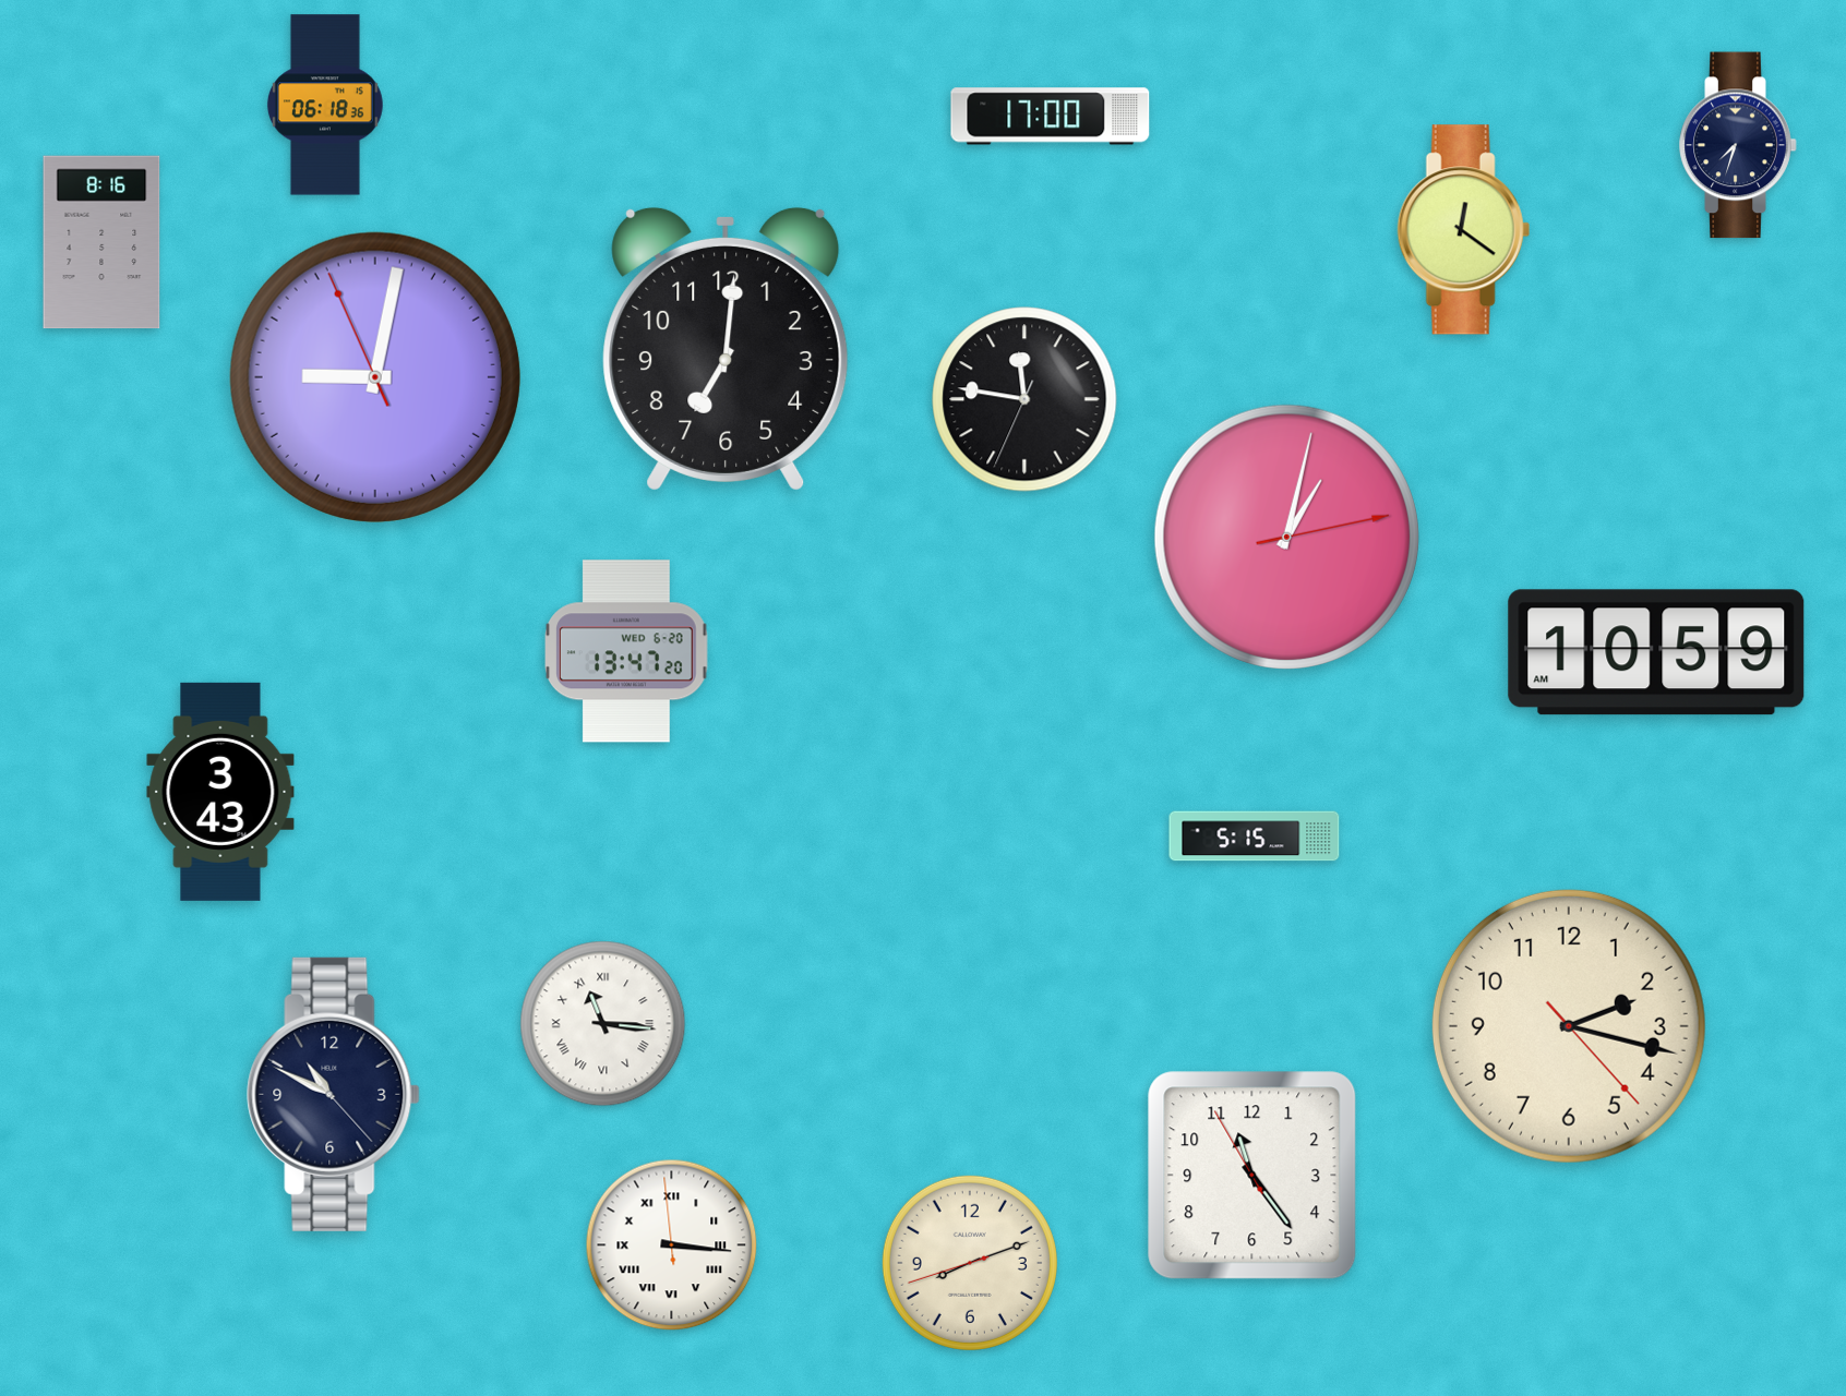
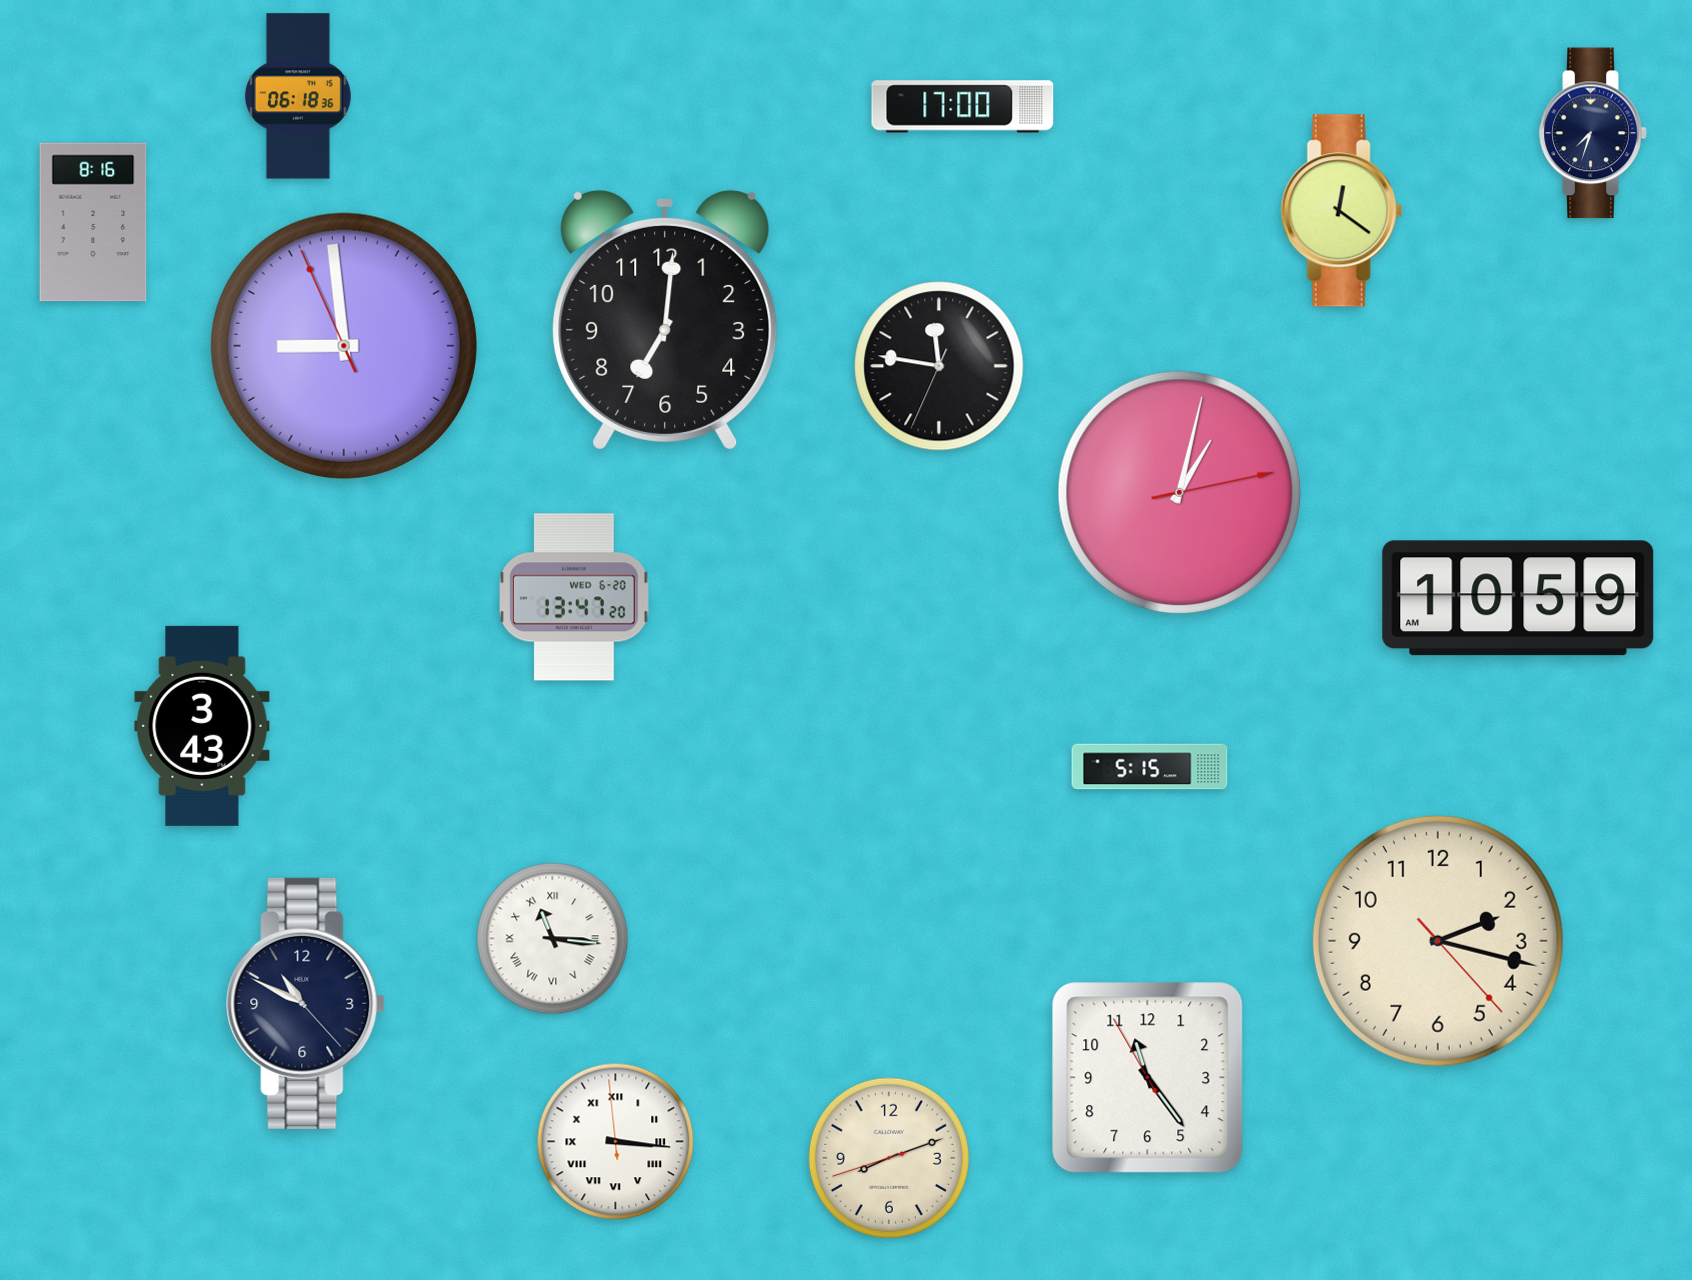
clock at (375, 377): 9:01 -> 8:58
